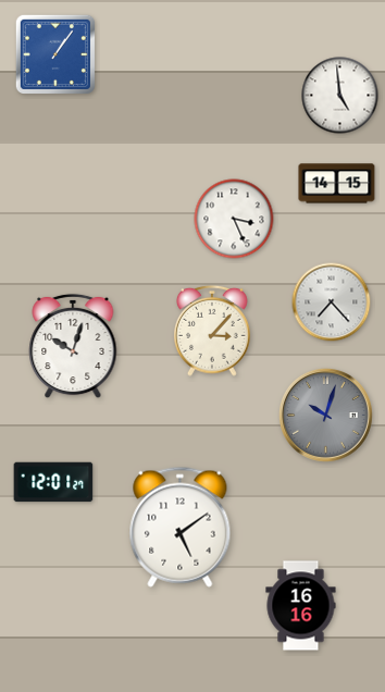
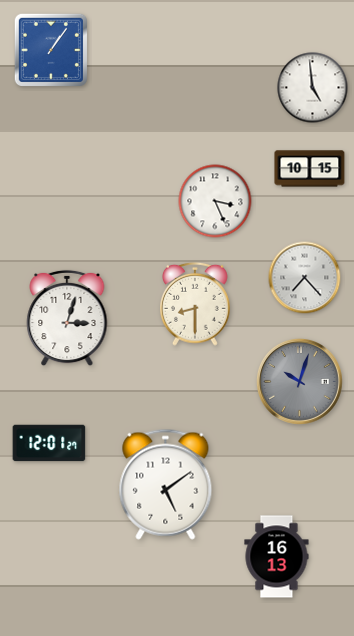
clock at (337, 184): 14:15 -> 10:15
clock at (213, 331): 3:07 -> 8:30
clock at (73, 346): 10:03 -> 3:03
clock at (301, 606): 16:16 -> 16:13
